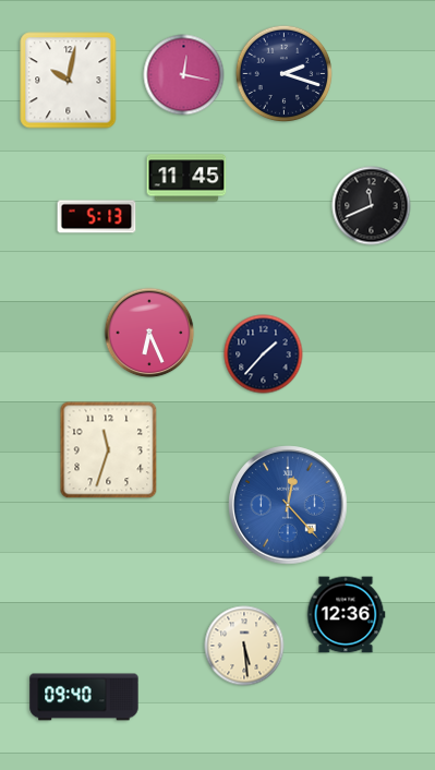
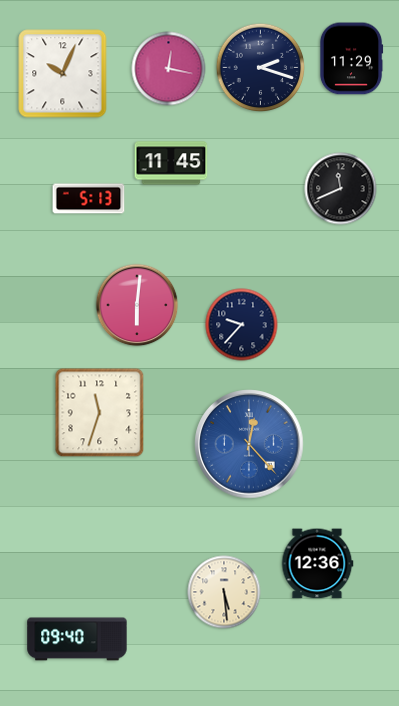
clock at (351, 59): none -> 11:29
clock at (69, 81): 10:02 -> 10:04
clock at (149, 333): 6:26 -> 6:01
clock at (264, 354): 1:37 -> 9:37
clock at (288, 505) position: (288, 505) -> (249, 444)
